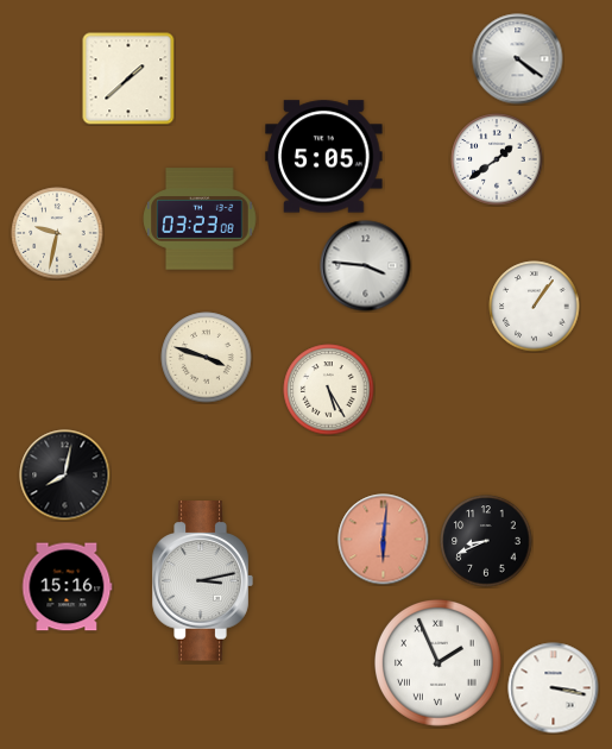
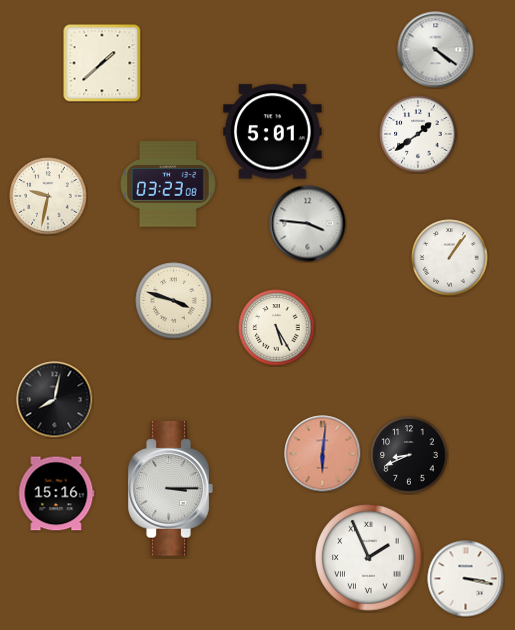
clock at (128, 78) position: (128, 78) -> (102, 63)
clock at (324, 157): 5:05 -> 5:01
clock at (202, 581): 3:13 -> 3:15
